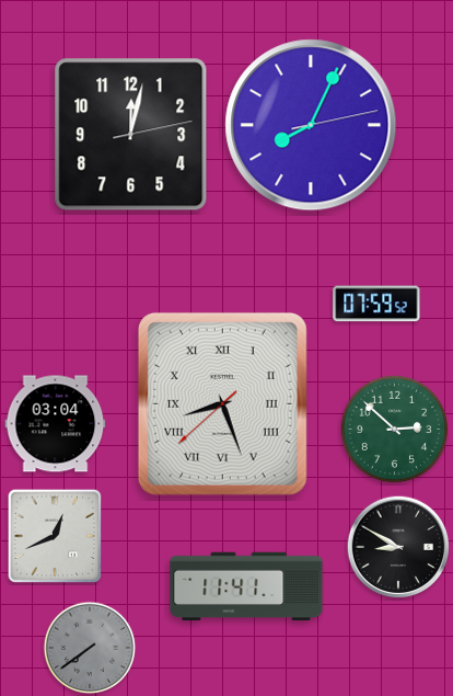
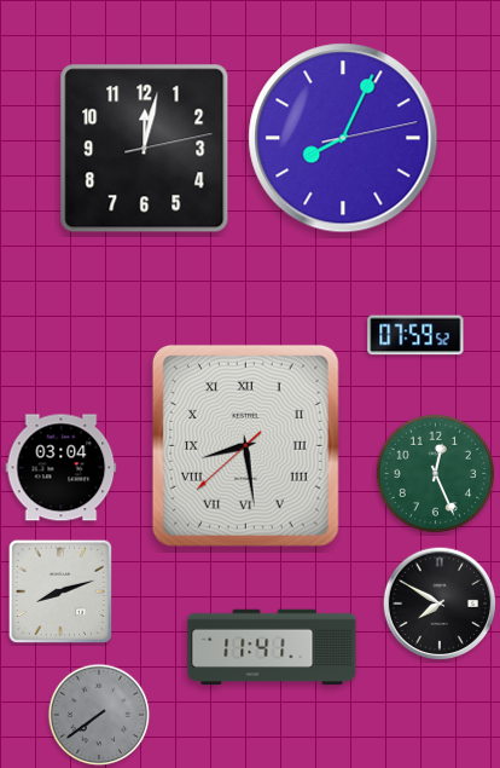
clock at (222, 403): 8:26 -> 8:28
clock at (394, 429): 2:52 -> 12:26
clock at (55, 536): 12:41 -> 8:12
clock at (398, 547): 8:50 -> 7:50
